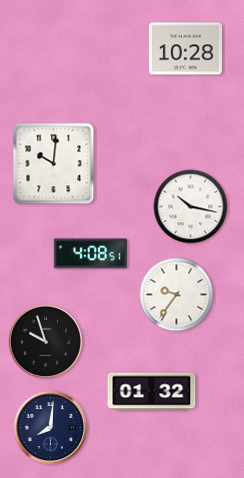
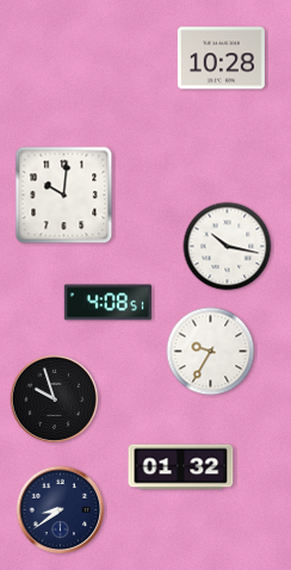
clock at (177, 295): 9:36 -> 9:35
clock at (46, 342) position: (46, 342) -> (55, 399)
clock at (51, 428): 8:01 -> 8:39
